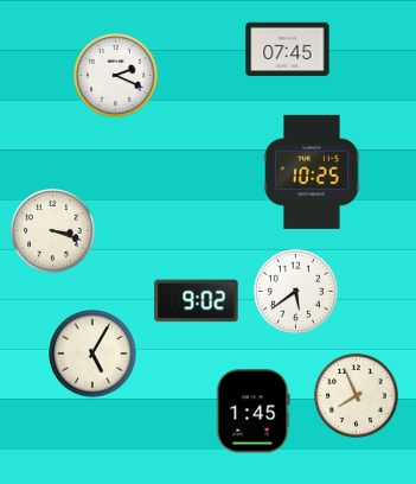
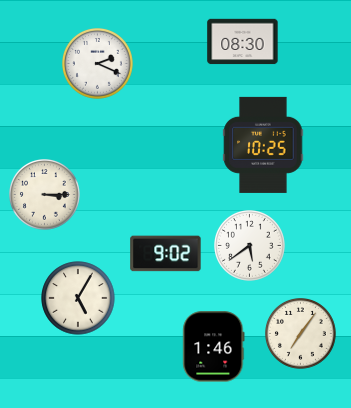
clock at (288, 50): 07:45 -> 08:30
clock at (53, 231): 3:18 -> 3:15
clock at (357, 396): 7:56 -> 7:06
clock at (254, 412): 1:45 -> 1:46
